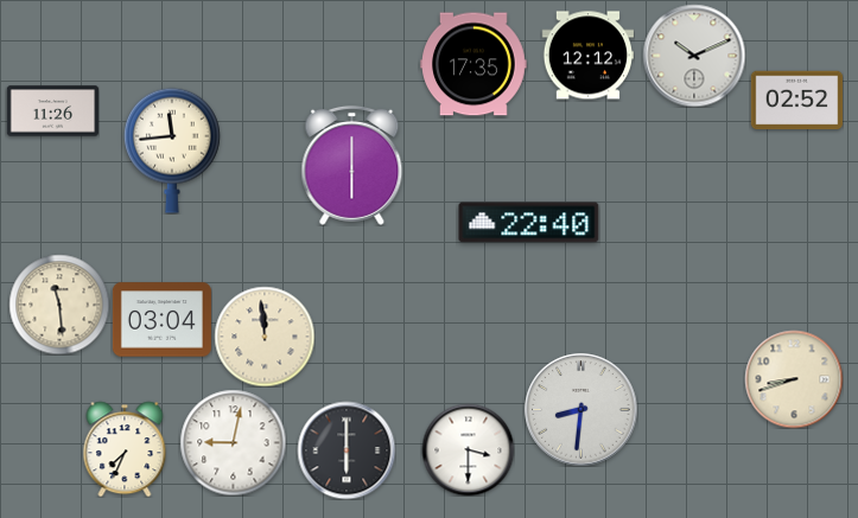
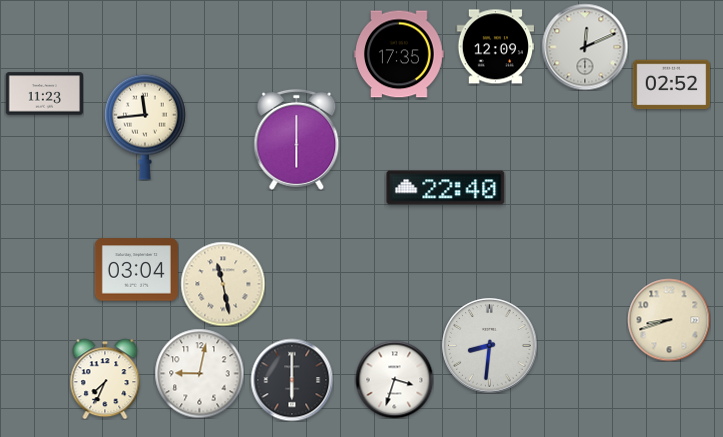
clock at (587, 56): 12:12 -> 12:09
clock at (694, 56): 10:11 -> 12:11
clock at (52, 111): 11:26 -> 11:23
clock at (59, 305): 11:29 -> none
clock at (265, 337): 11:59 -> 11:28
clock at (233, 442) position: (233, 442) -> (199, 373)
clock at (468, 449): 3:30 -> 3:33
